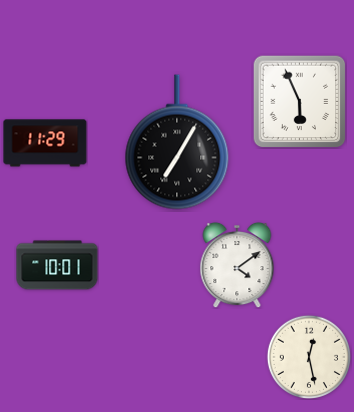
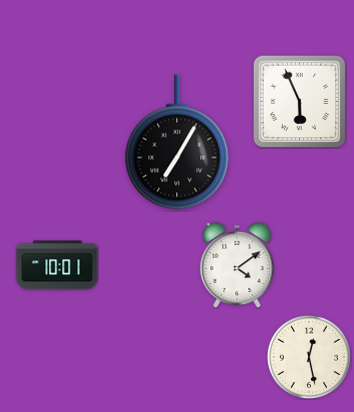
clock at (45, 143): 11:29 -> none
